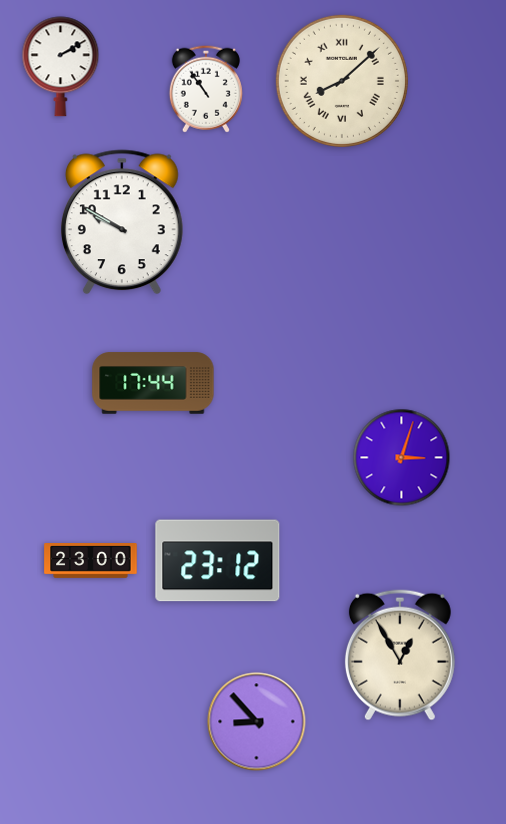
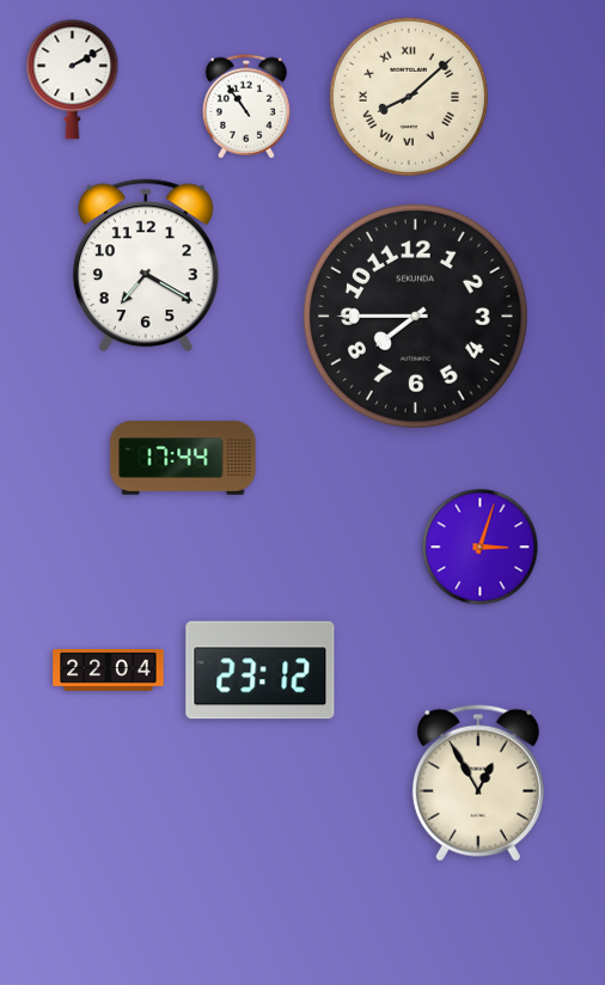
clock at (122, 222): 9:50 -> 7:20
clock at (416, 317): none -> 7:45
clock at (91, 561): 23:00 -> 22:04
clock at (257, 722): 8:53 -> none
